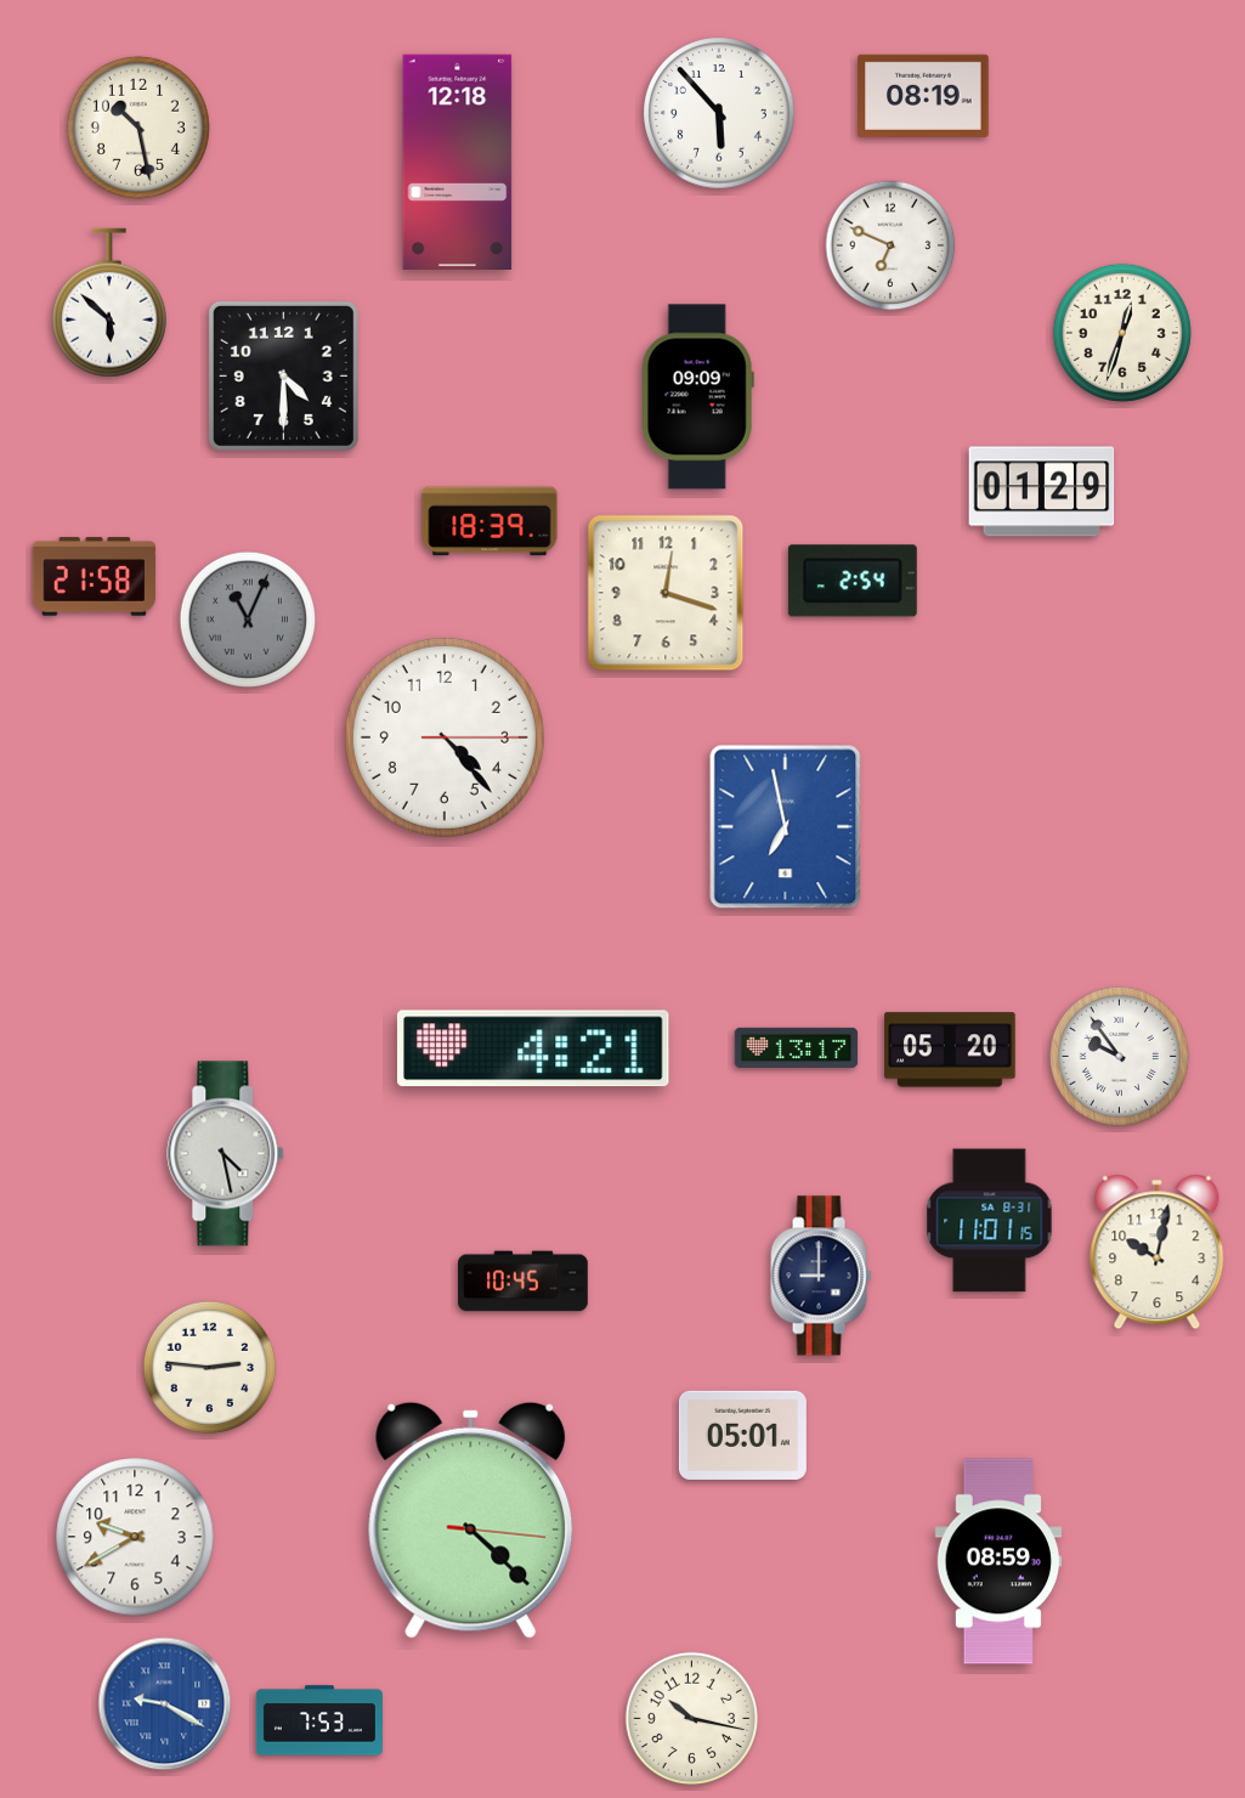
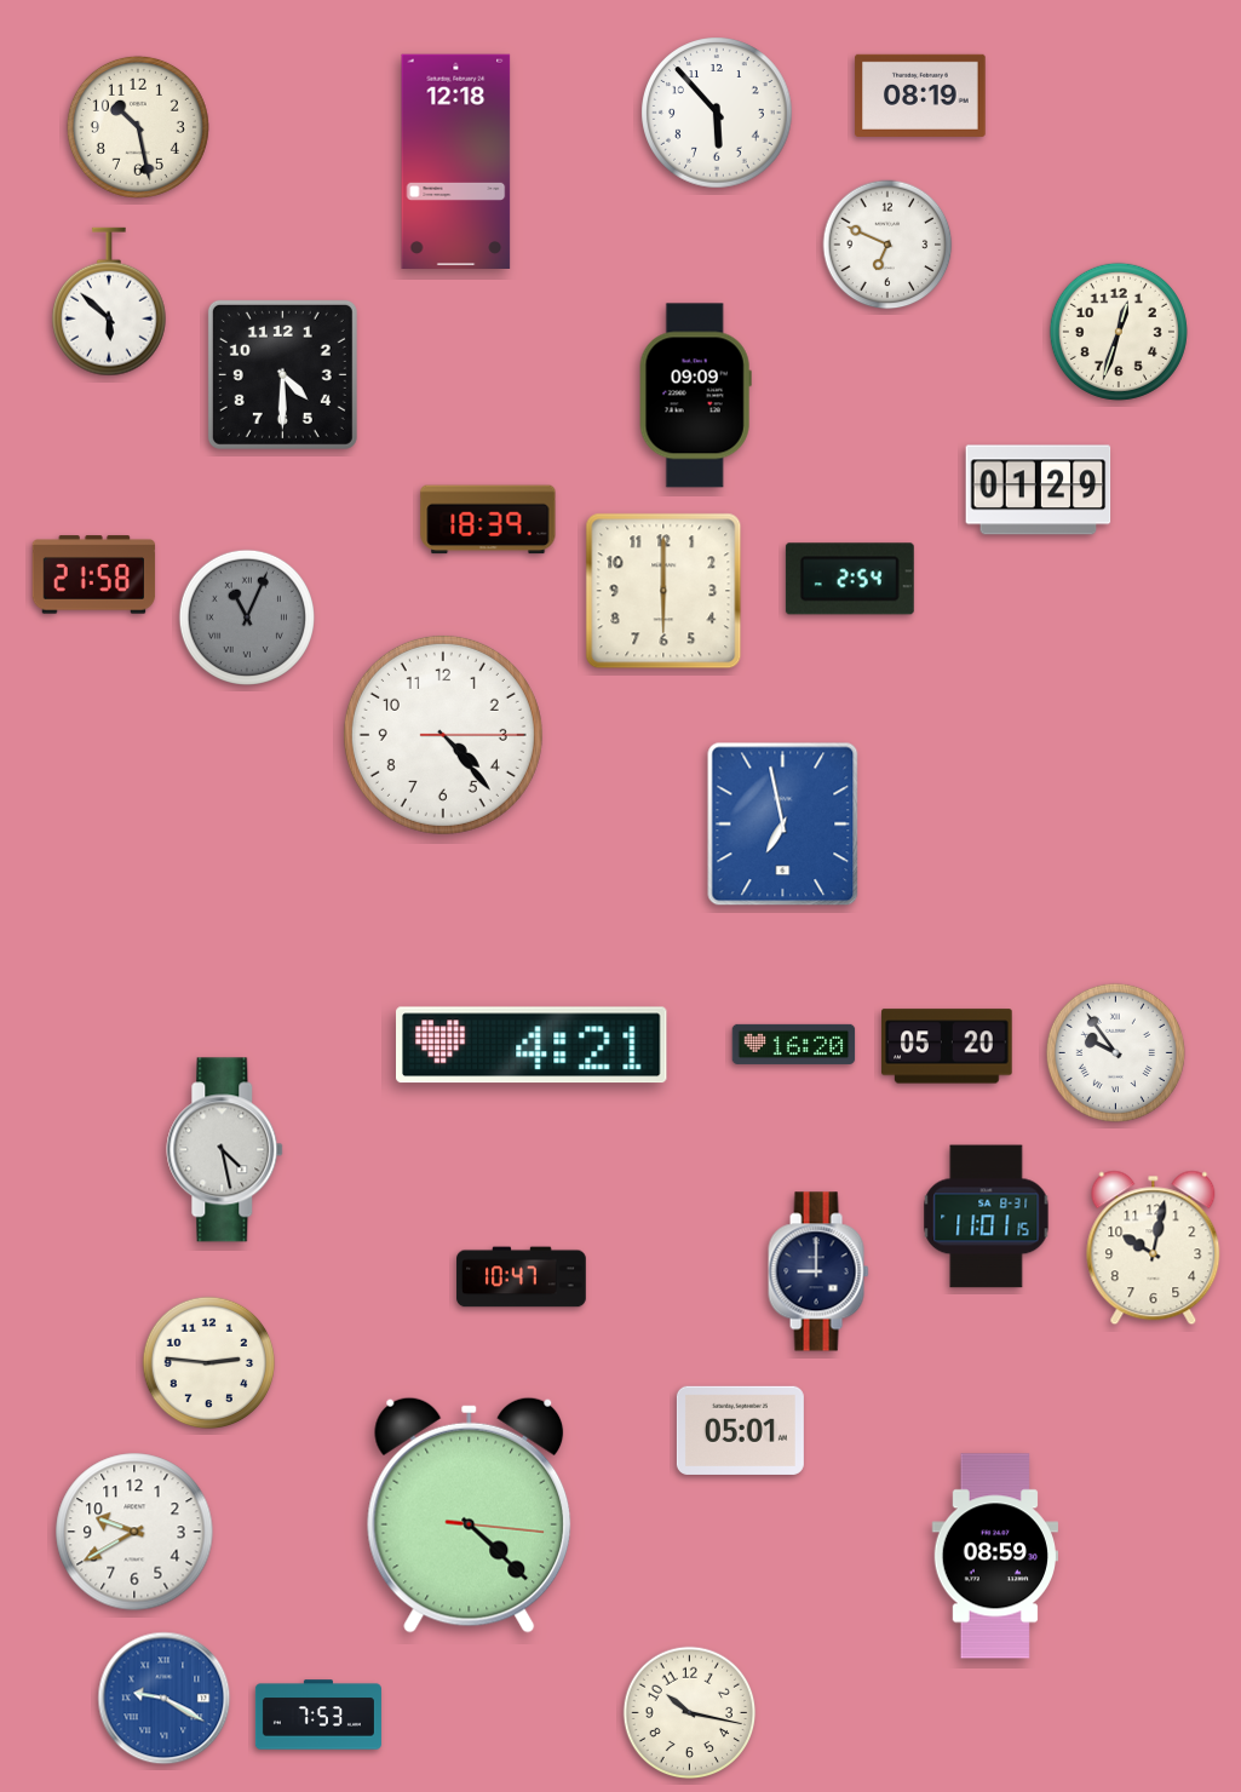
clock at (666, 593): 12:18 -> 6:00
clock at (797, 1047): 13:17 -> 16:20
clock at (524, 1282): 10:45 -> 10:47
